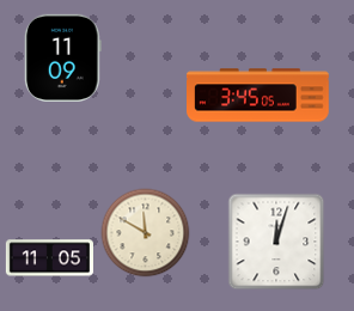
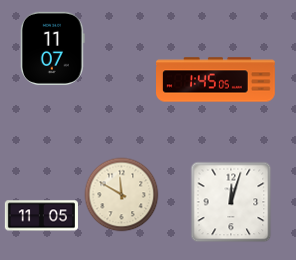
clock at (62, 57): 11:09 -> 11:07
clock at (258, 96): 3:45 -> 1:45
